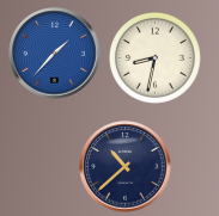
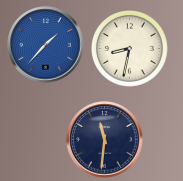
clock at (126, 167): 10:38 -> 11:31
